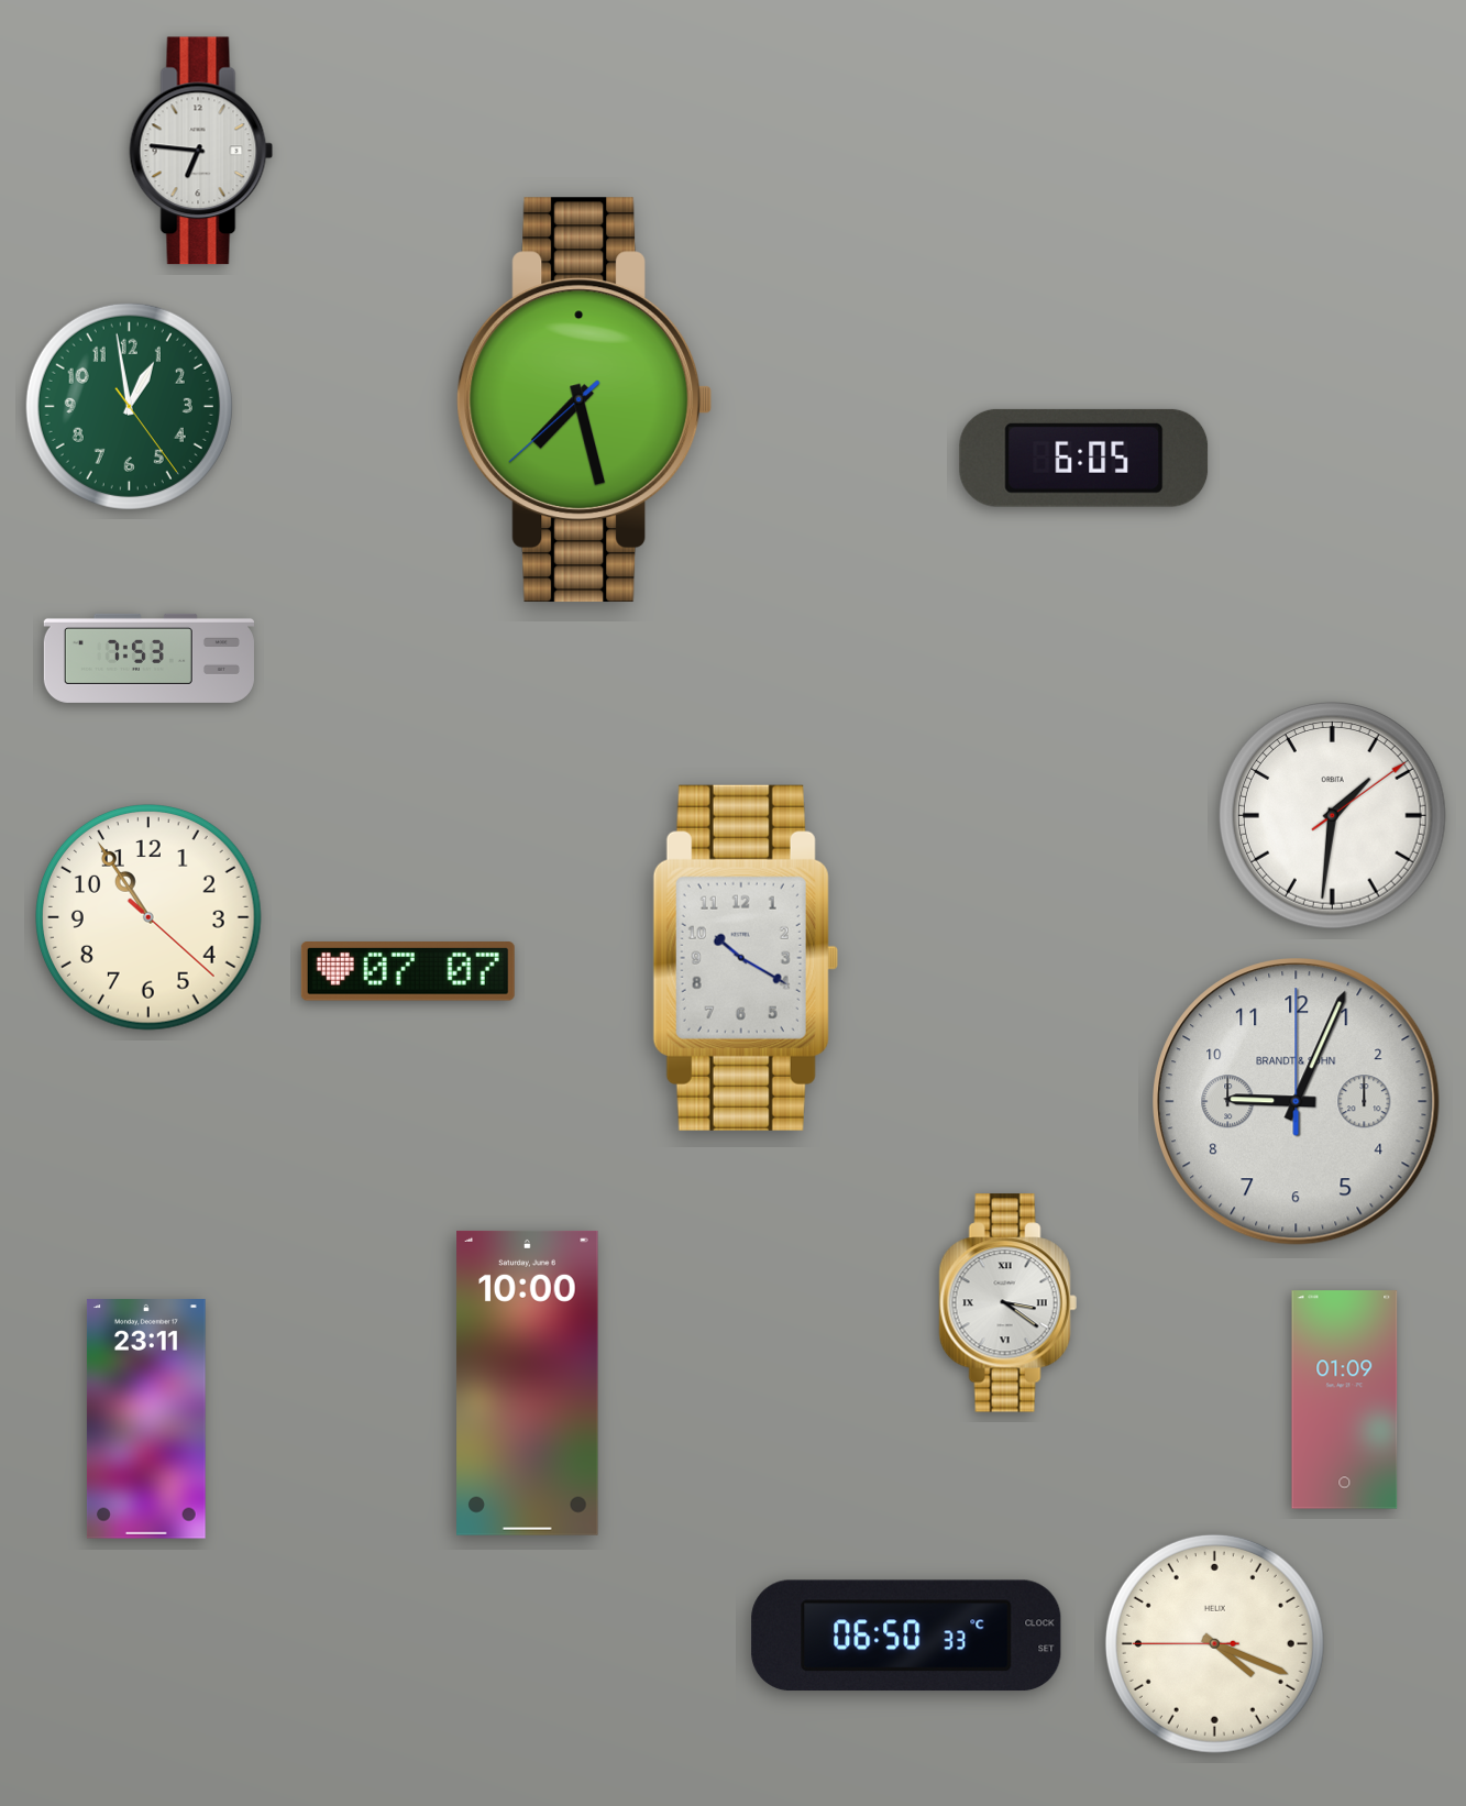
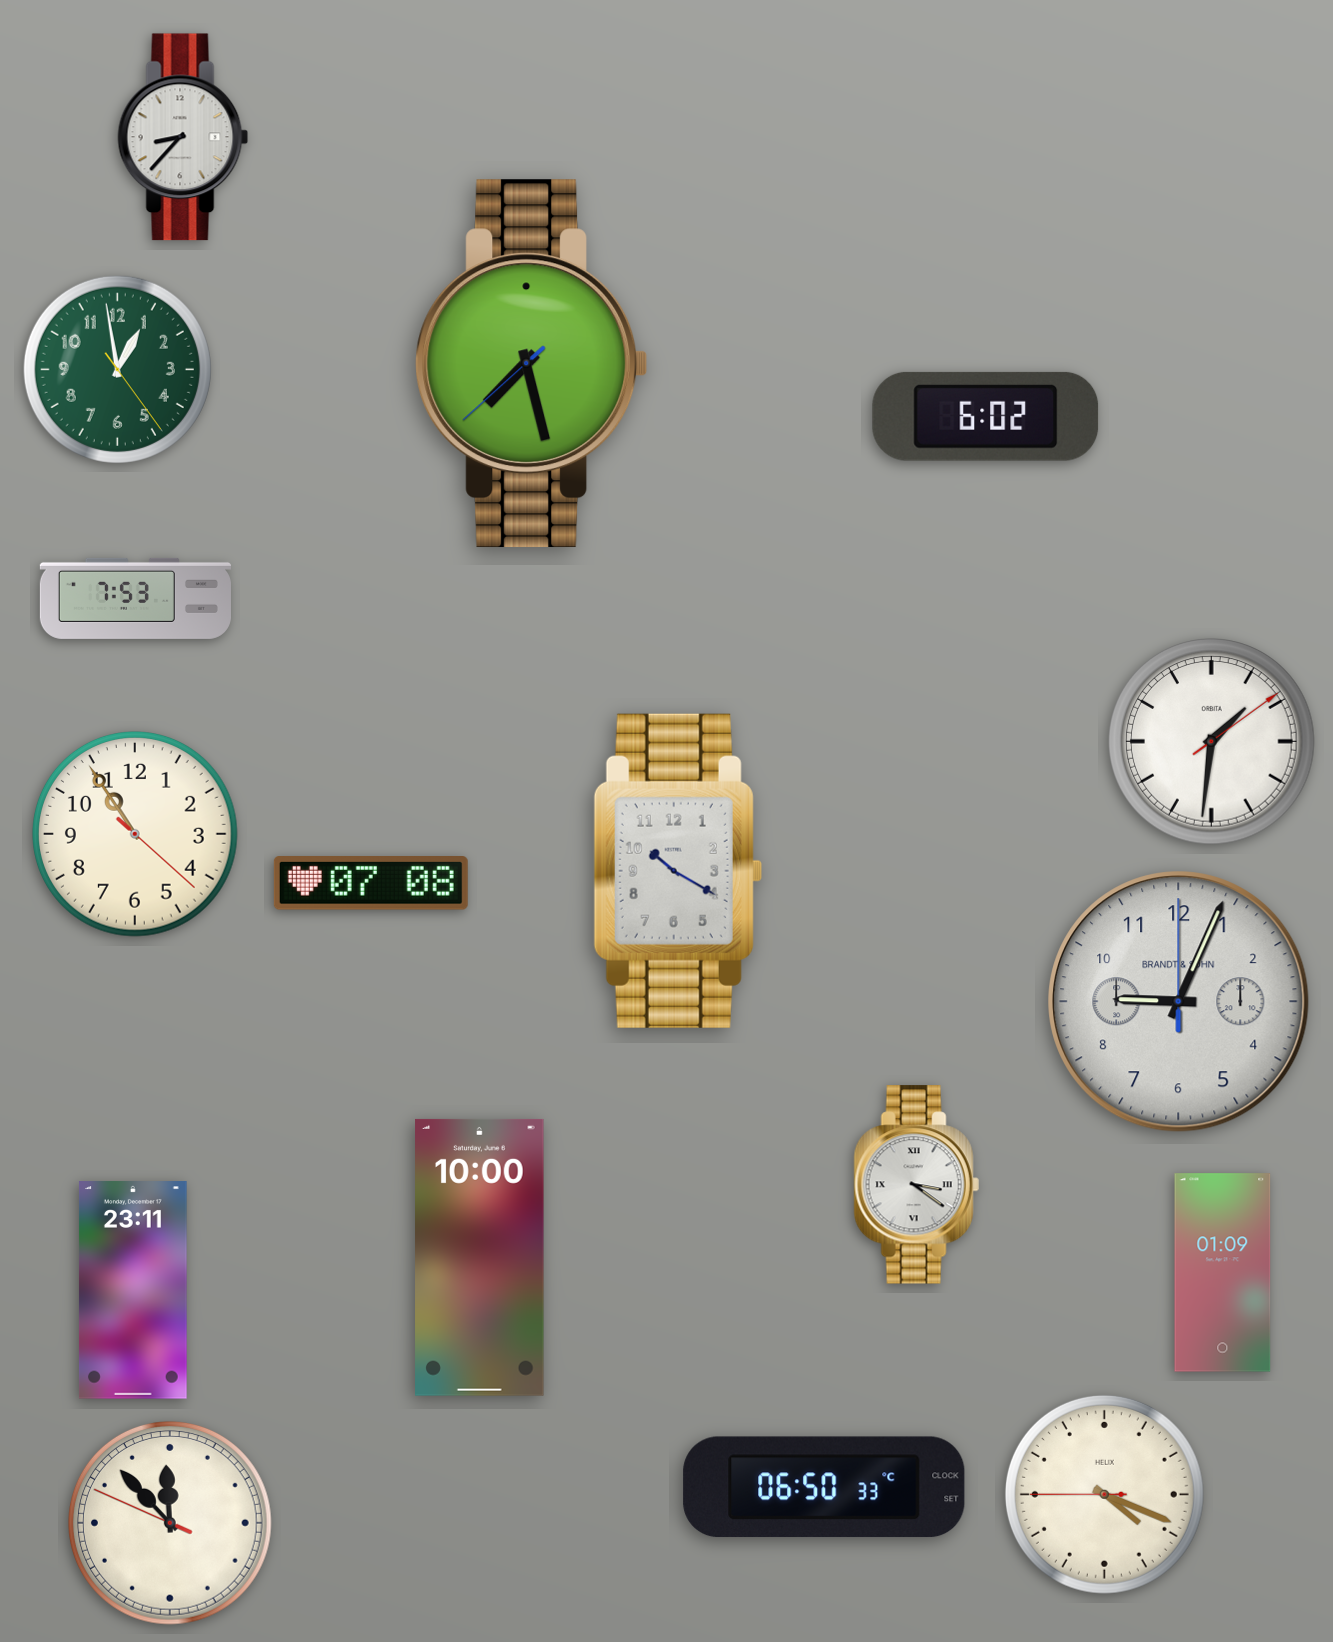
clock at (201, 151): 6:46 -> 8:37
clock at (1084, 458): 6:05 -> 6:02
clock at (408, 972): 07:07 -> 07:08
clock at (170, 1523): none -> 11:52
